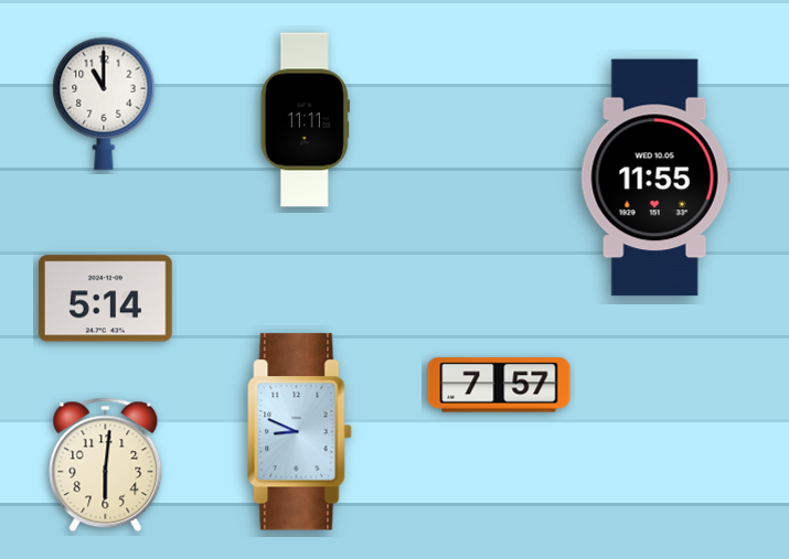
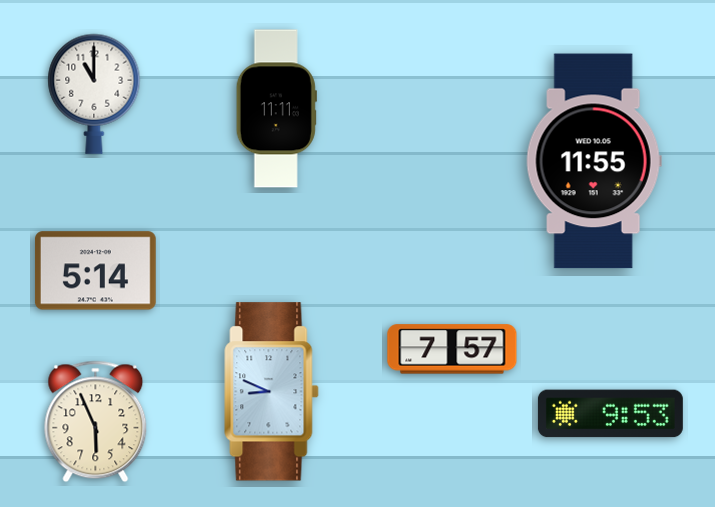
clock at (610, 414): none -> 9:53
clock at (106, 465): 6:01 -> 5:56
